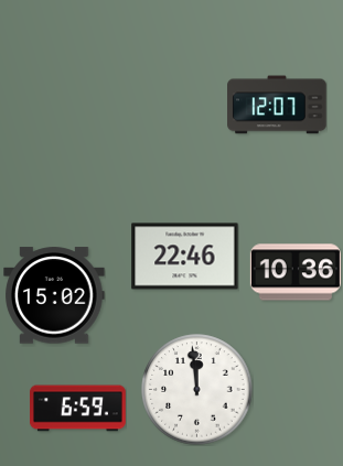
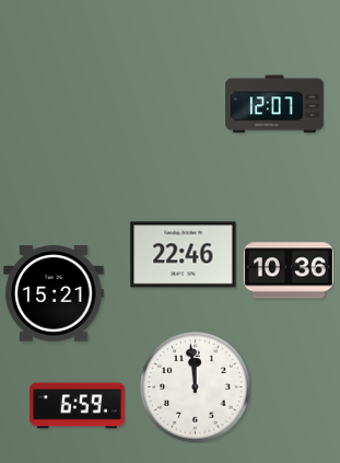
clock at (296, 272) position: (296, 272) -> (289, 270)
clock at (54, 295): 15:02 -> 15:21
